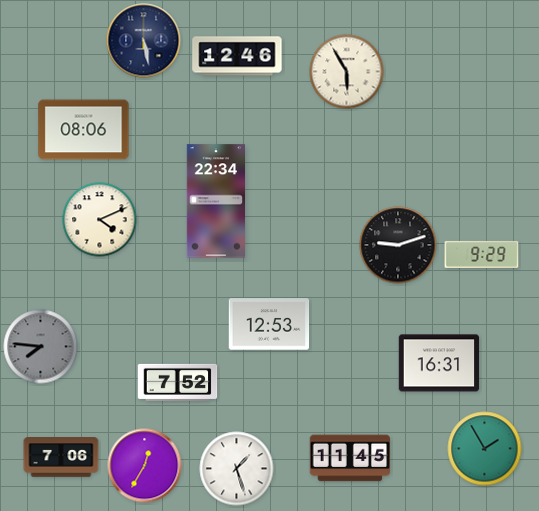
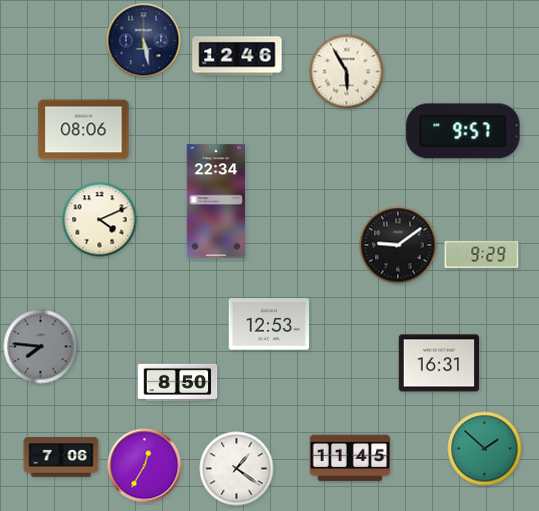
clock at (463, 131): none -> 9:57
clock at (398, 245): 9:12 -> 9:09
clock at (178, 382): 7:52 -> 8:50
clock at (485, 449): 1:55 -> 1:52
clock at (237, 469): 1:27 -> 1:21
